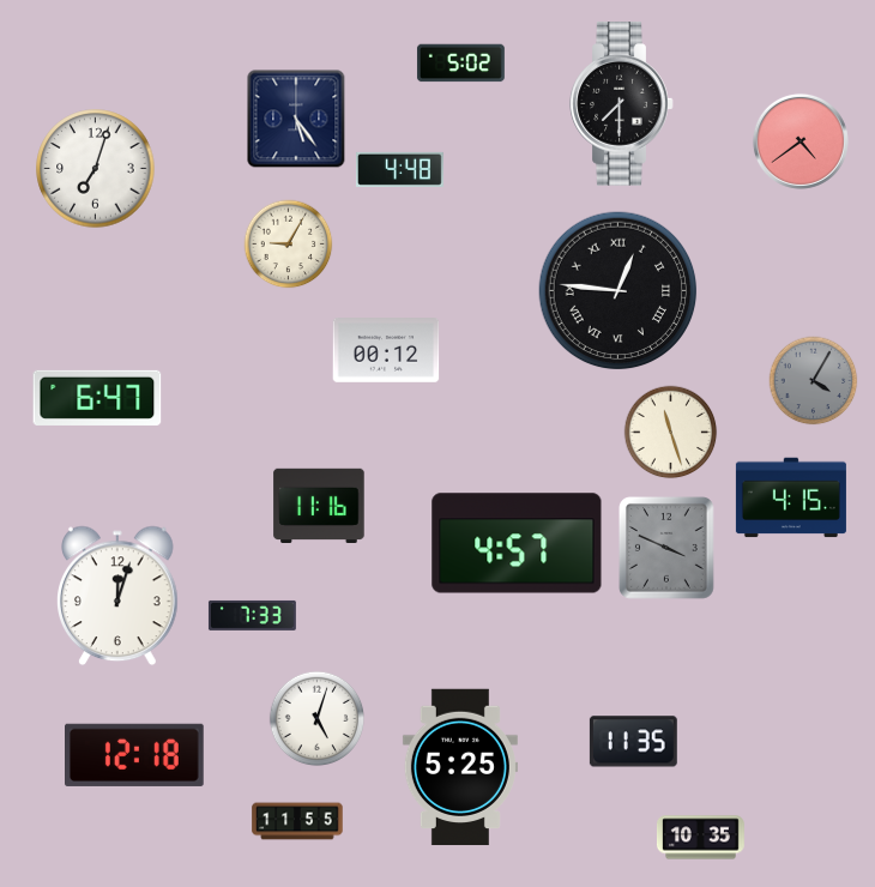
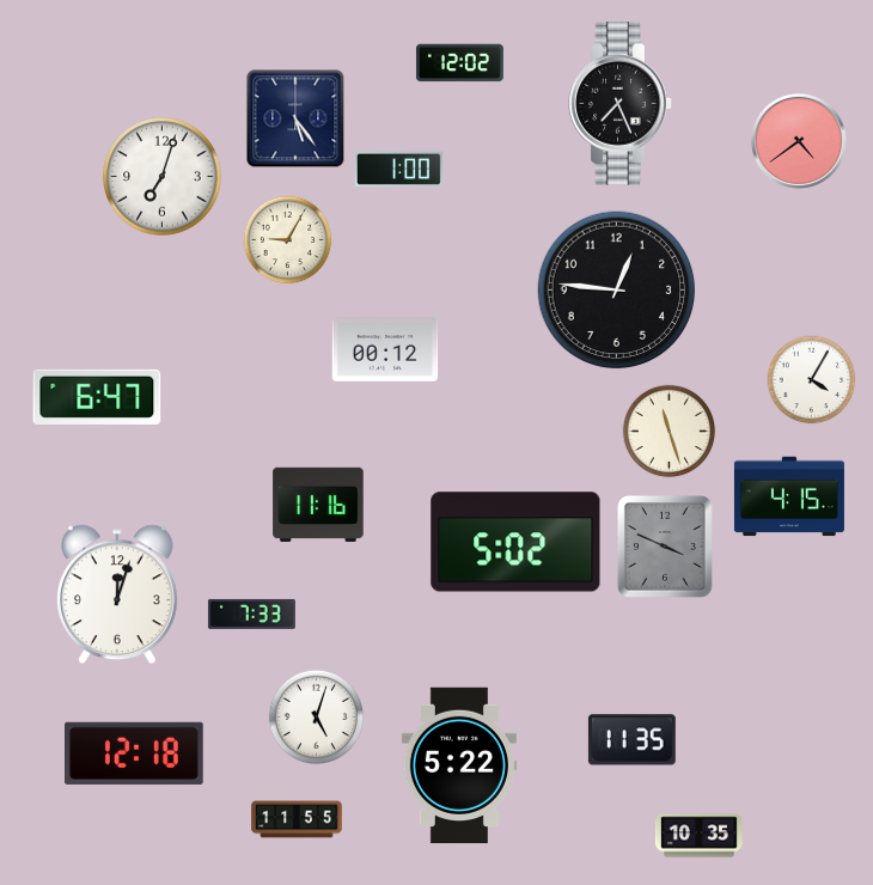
clock at (460, 64): 5:02 -> 12:02
clock at (622, 104): 7:30 -> 7:26
clock at (96, 169) position: (96, 169) -> (163, 177)
clock at (399, 169): 4:48 -> 1:00
clock at (289, 245) position: (289, 245) -> (288, 240)
clock at (618, 291) numerals: Roman -> Arabic
clock at (814, 381) dial: grey -> white
clock at (517, 543): 4:57 -> 5:02
clock at (460, 767): 5:25 -> 5:22
